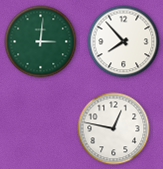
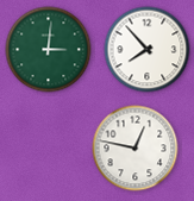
clock at (114, 129) position: (114, 129) -> (136, 149)
